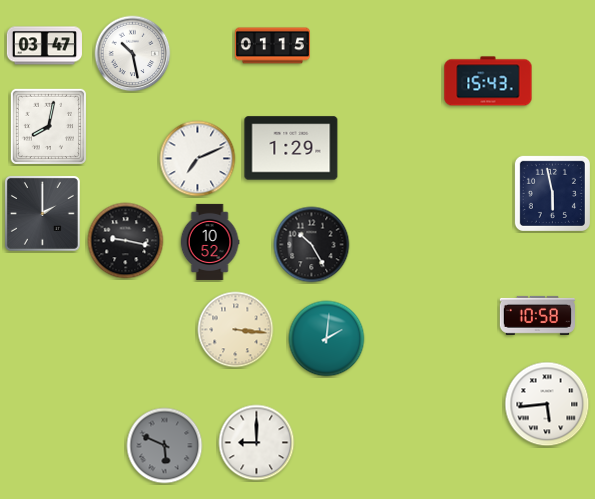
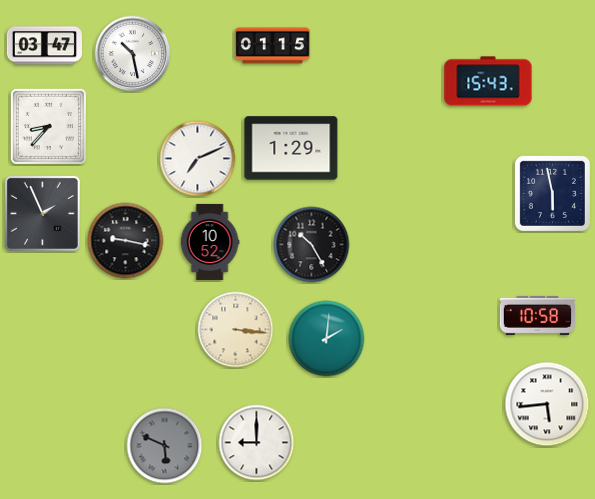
clock at (48, 126): 8:02 -> 8:37
clock at (42, 213): 2:00 -> 1:56
